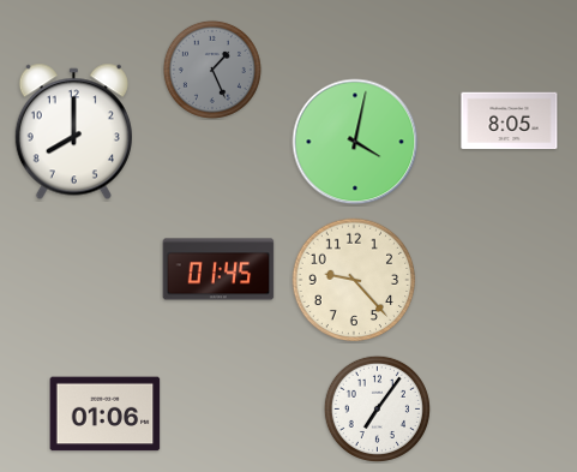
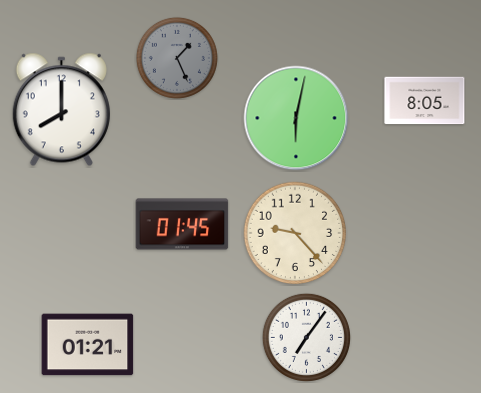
clock at (355, 142): 4:02 -> 6:02
clock at (377, 408) position: (377, 408) -> (306, 337)
clock at (106, 414): 01:06 -> 01:21
